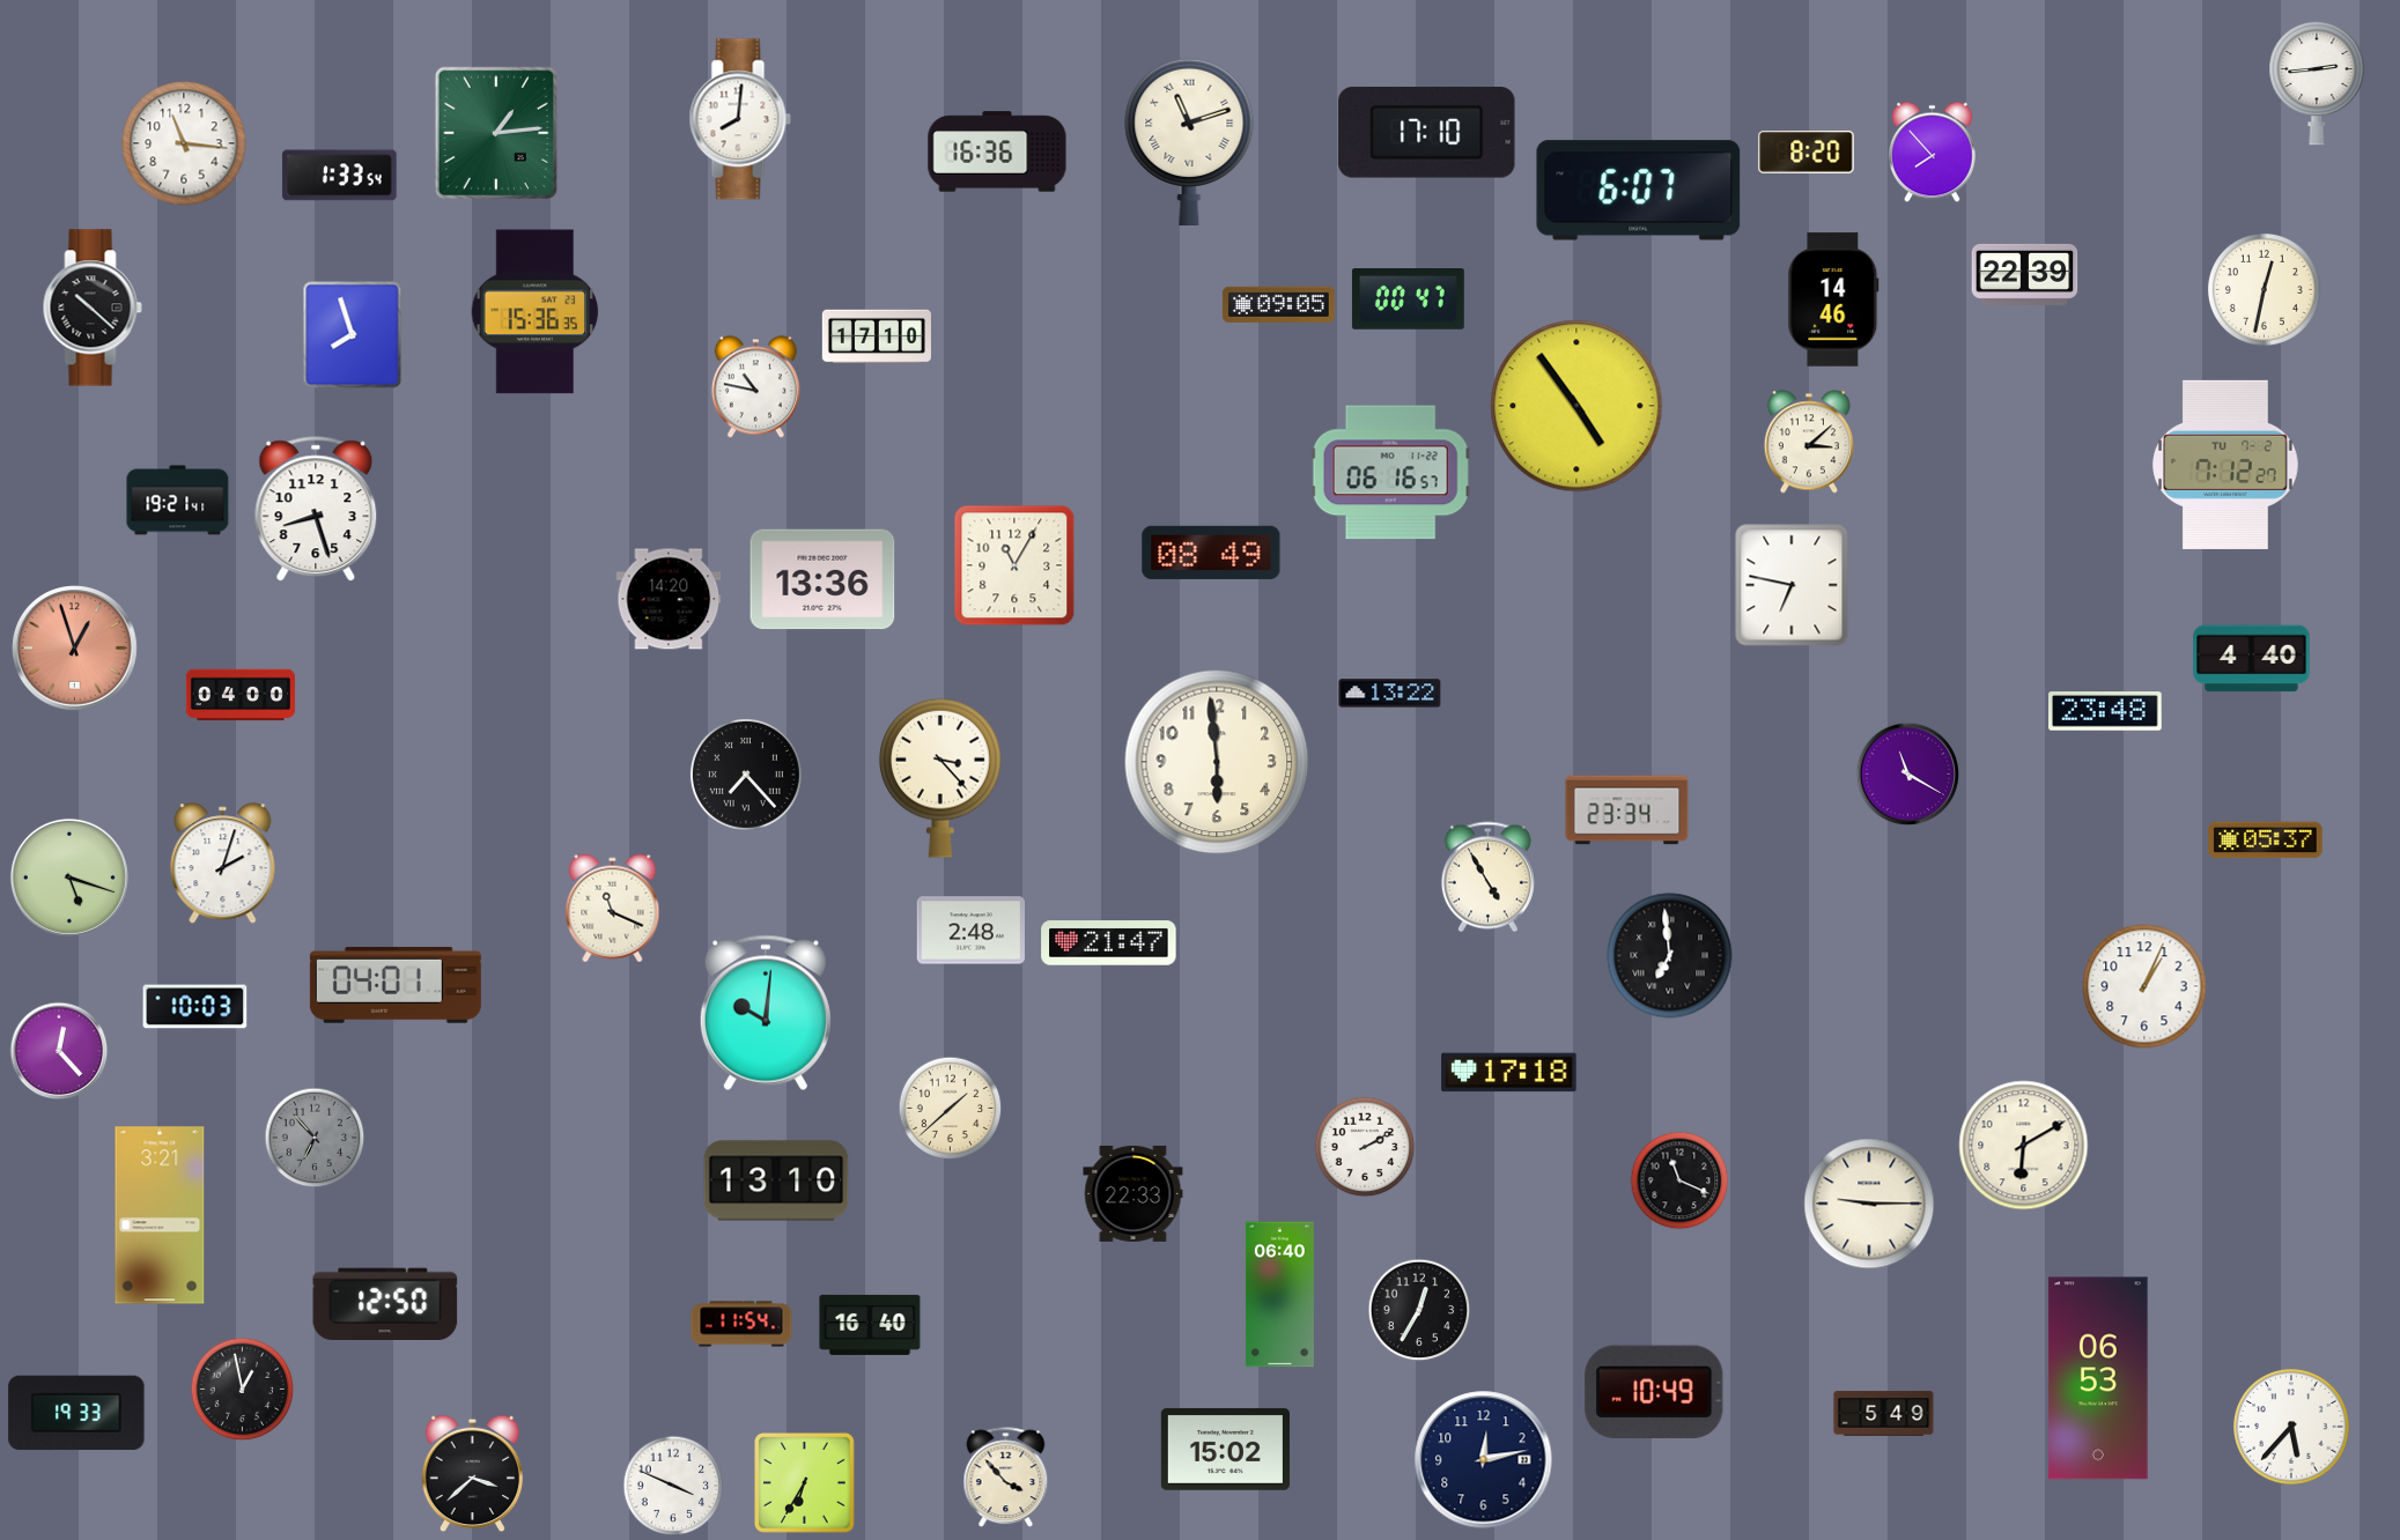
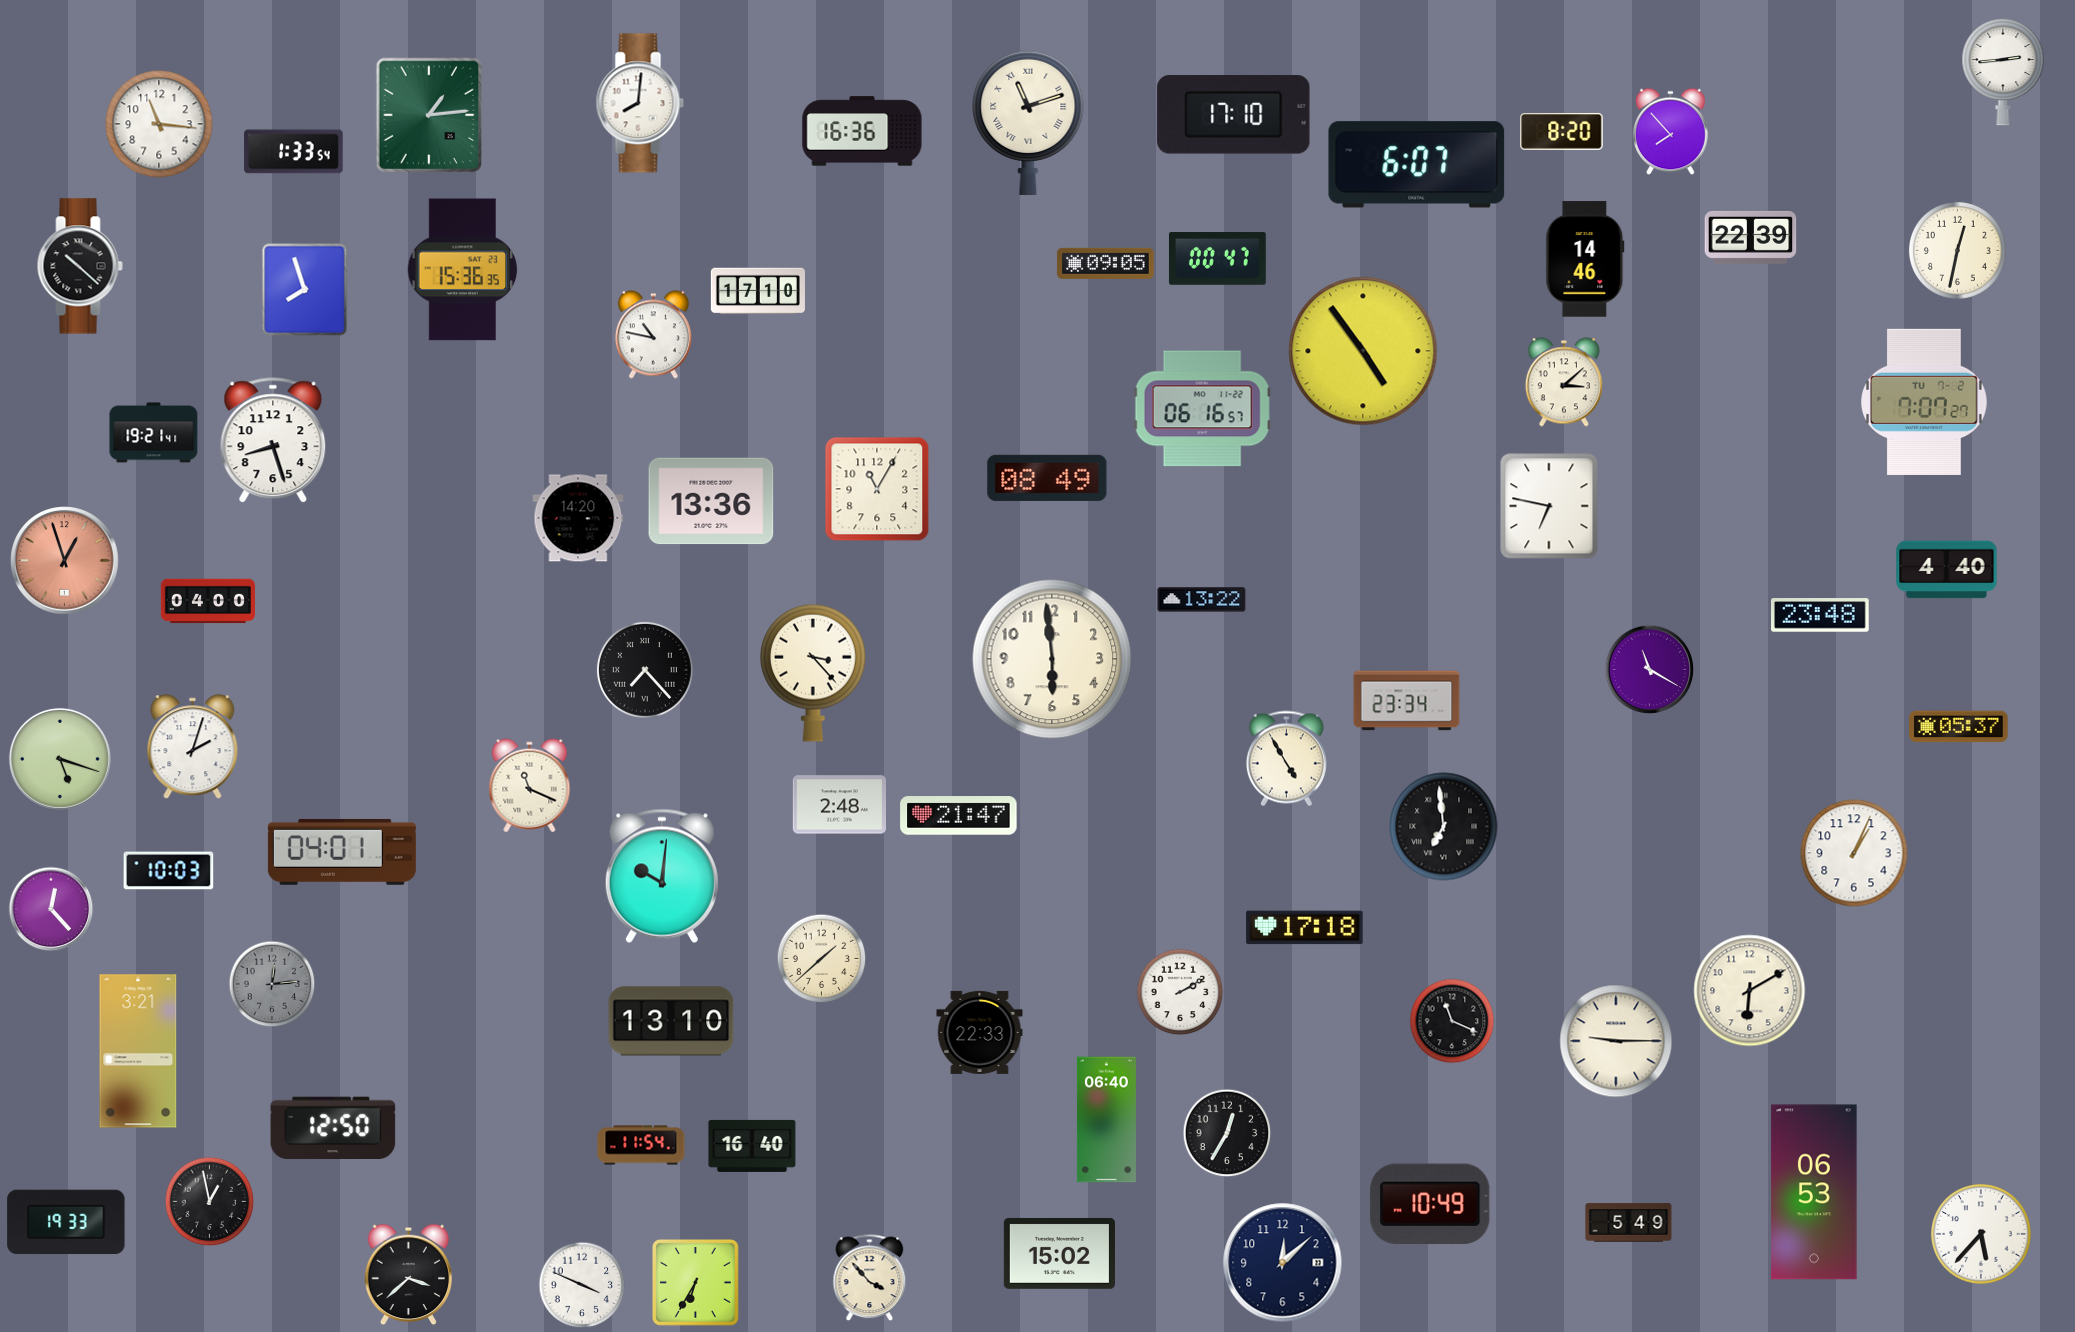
clock at (2227, 465): 7:12 -> 7:07
clock at (315, 1138): 6:53 -> 12:14
clock at (1484, 1460): 12:13 -> 12:08
